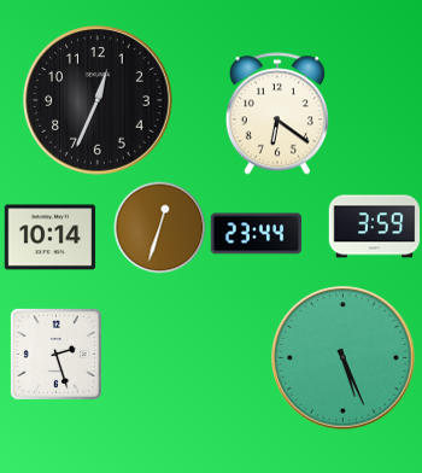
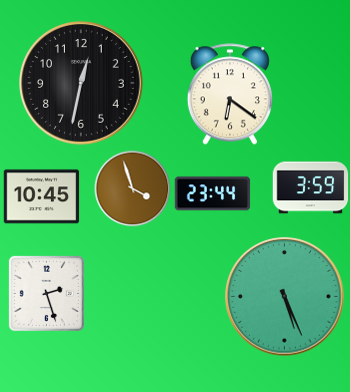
clock at (99, 101): 12:34 -> 12:32
clock at (160, 228): 12:33 -> 3:57
clock at (51, 238): 10:14 -> 10:45
